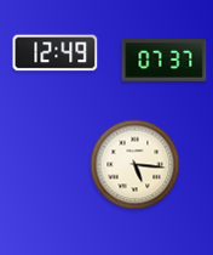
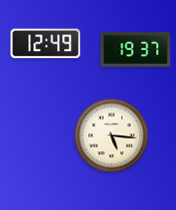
clock at (165, 61): 07:37 -> 19:37
